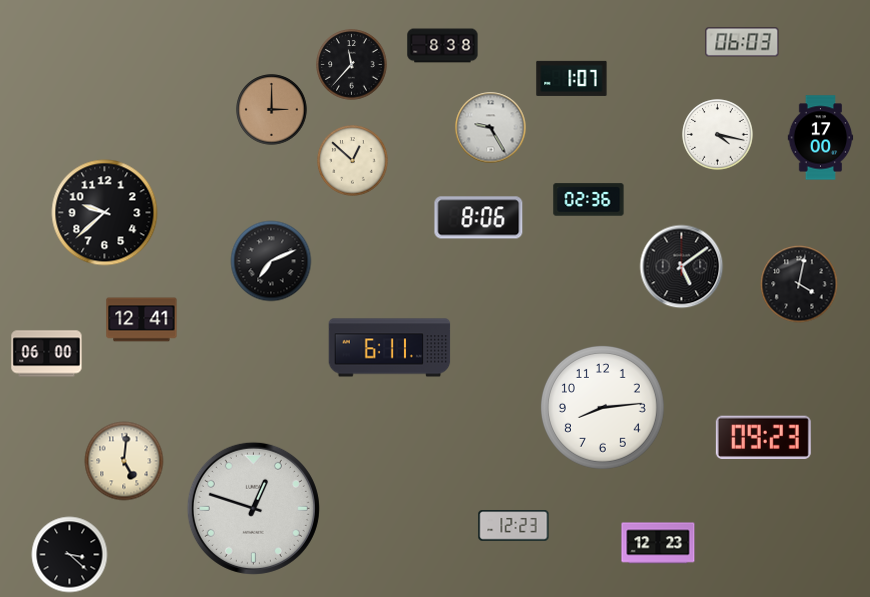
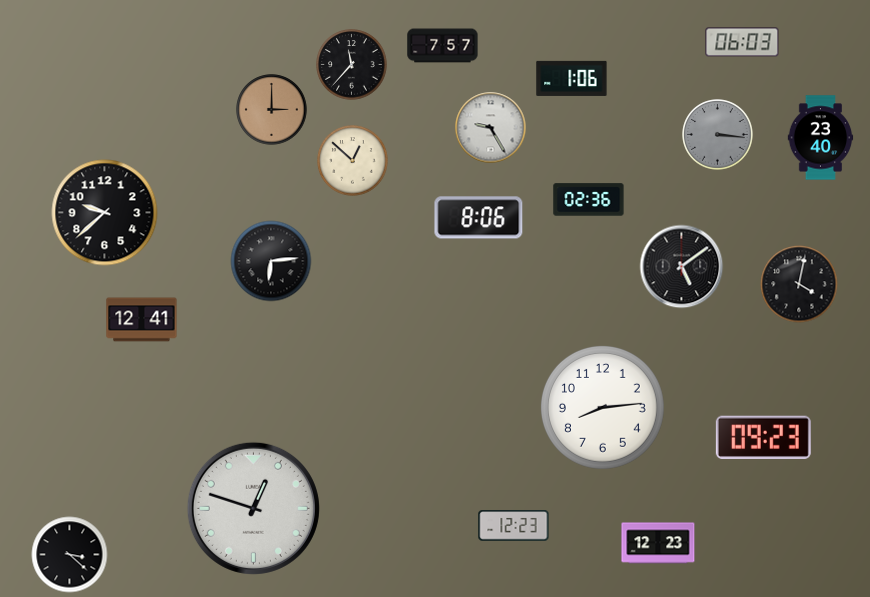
clock at (443, 46): 8:38 -> 7:57
clock at (572, 78): 1:07 -> 1:06
clock at (718, 135): 4:17 -> 3:16
clock at (718, 135) dial: white -> grey
clock at (821, 138): 17:00 -> 23:40
clock at (271, 261): 7:11 -> 6:14
clock at (390, 348): 6:11 -> none
clock at (47, 354): 06:00 -> none
clock at (124, 461): 5:01 -> none
